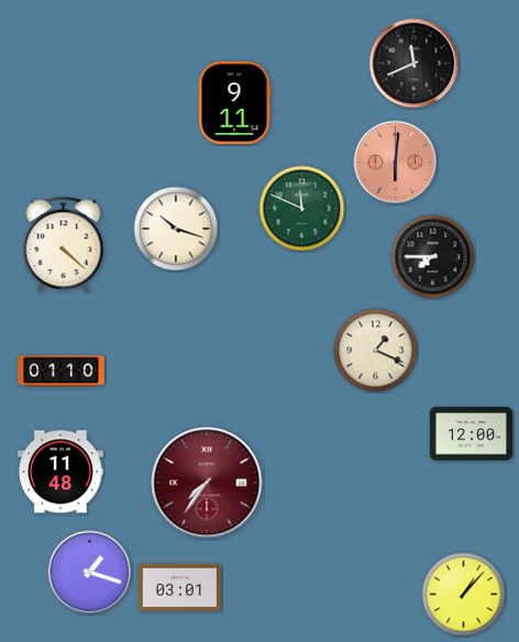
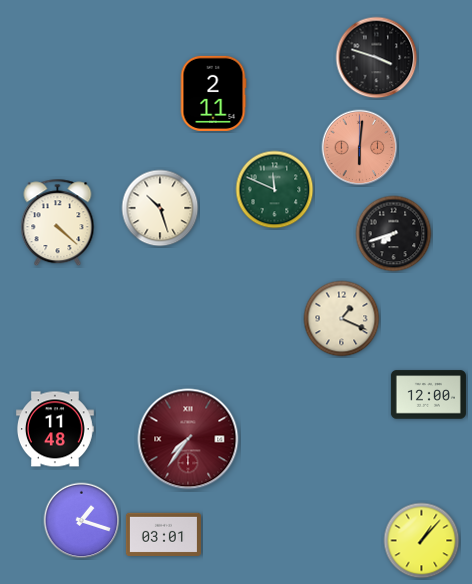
clock at (415, 64): 11:41 -> 3:48
clock at (234, 102): 9:11 -> 2:11
clock at (176, 229): 10:18 -> 10:27
clock at (433, 257): 7:45 -> 7:42
clock at (62, 372): 01:10 -> none
